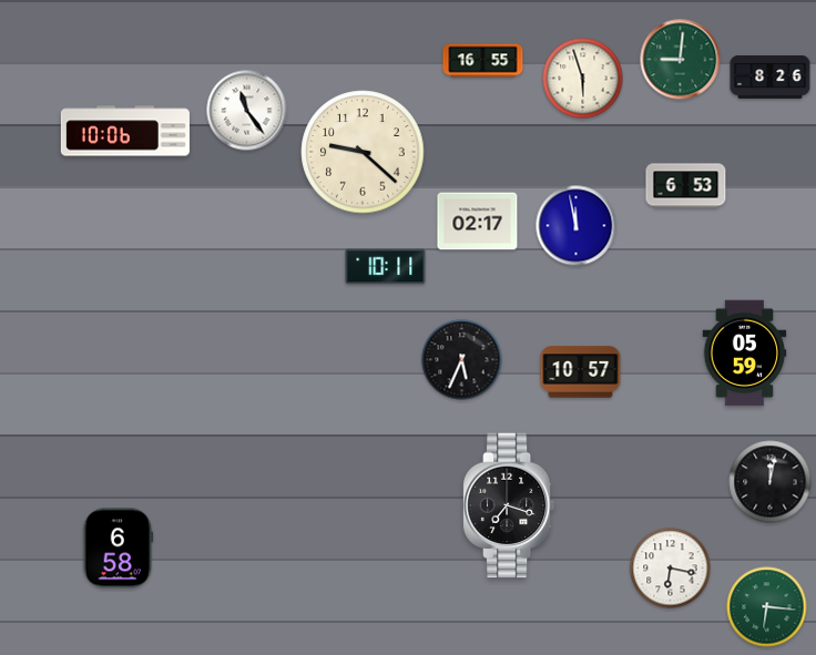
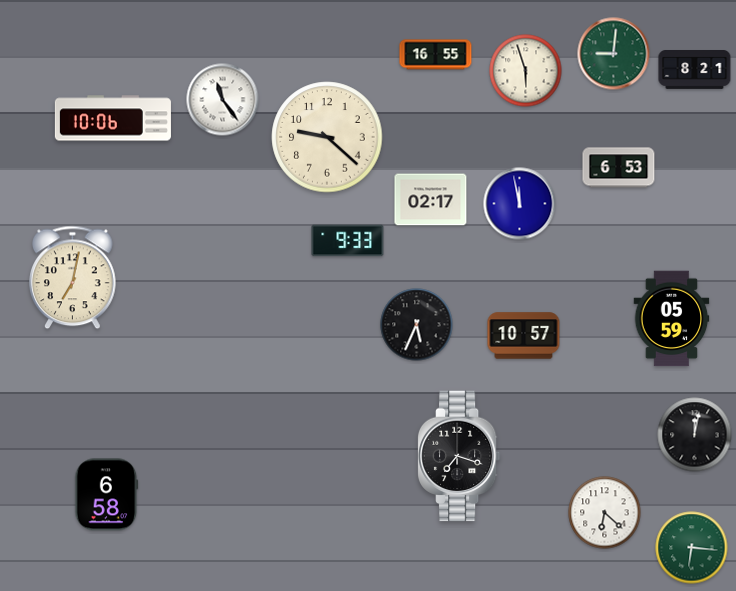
clock at (771, 78): 8:26 -> 8:21
clock at (386, 267): 10:11 -> 9:33
clock at (73, 278): none -> 7:02
clock at (671, 569): 6:17 -> 6:22
